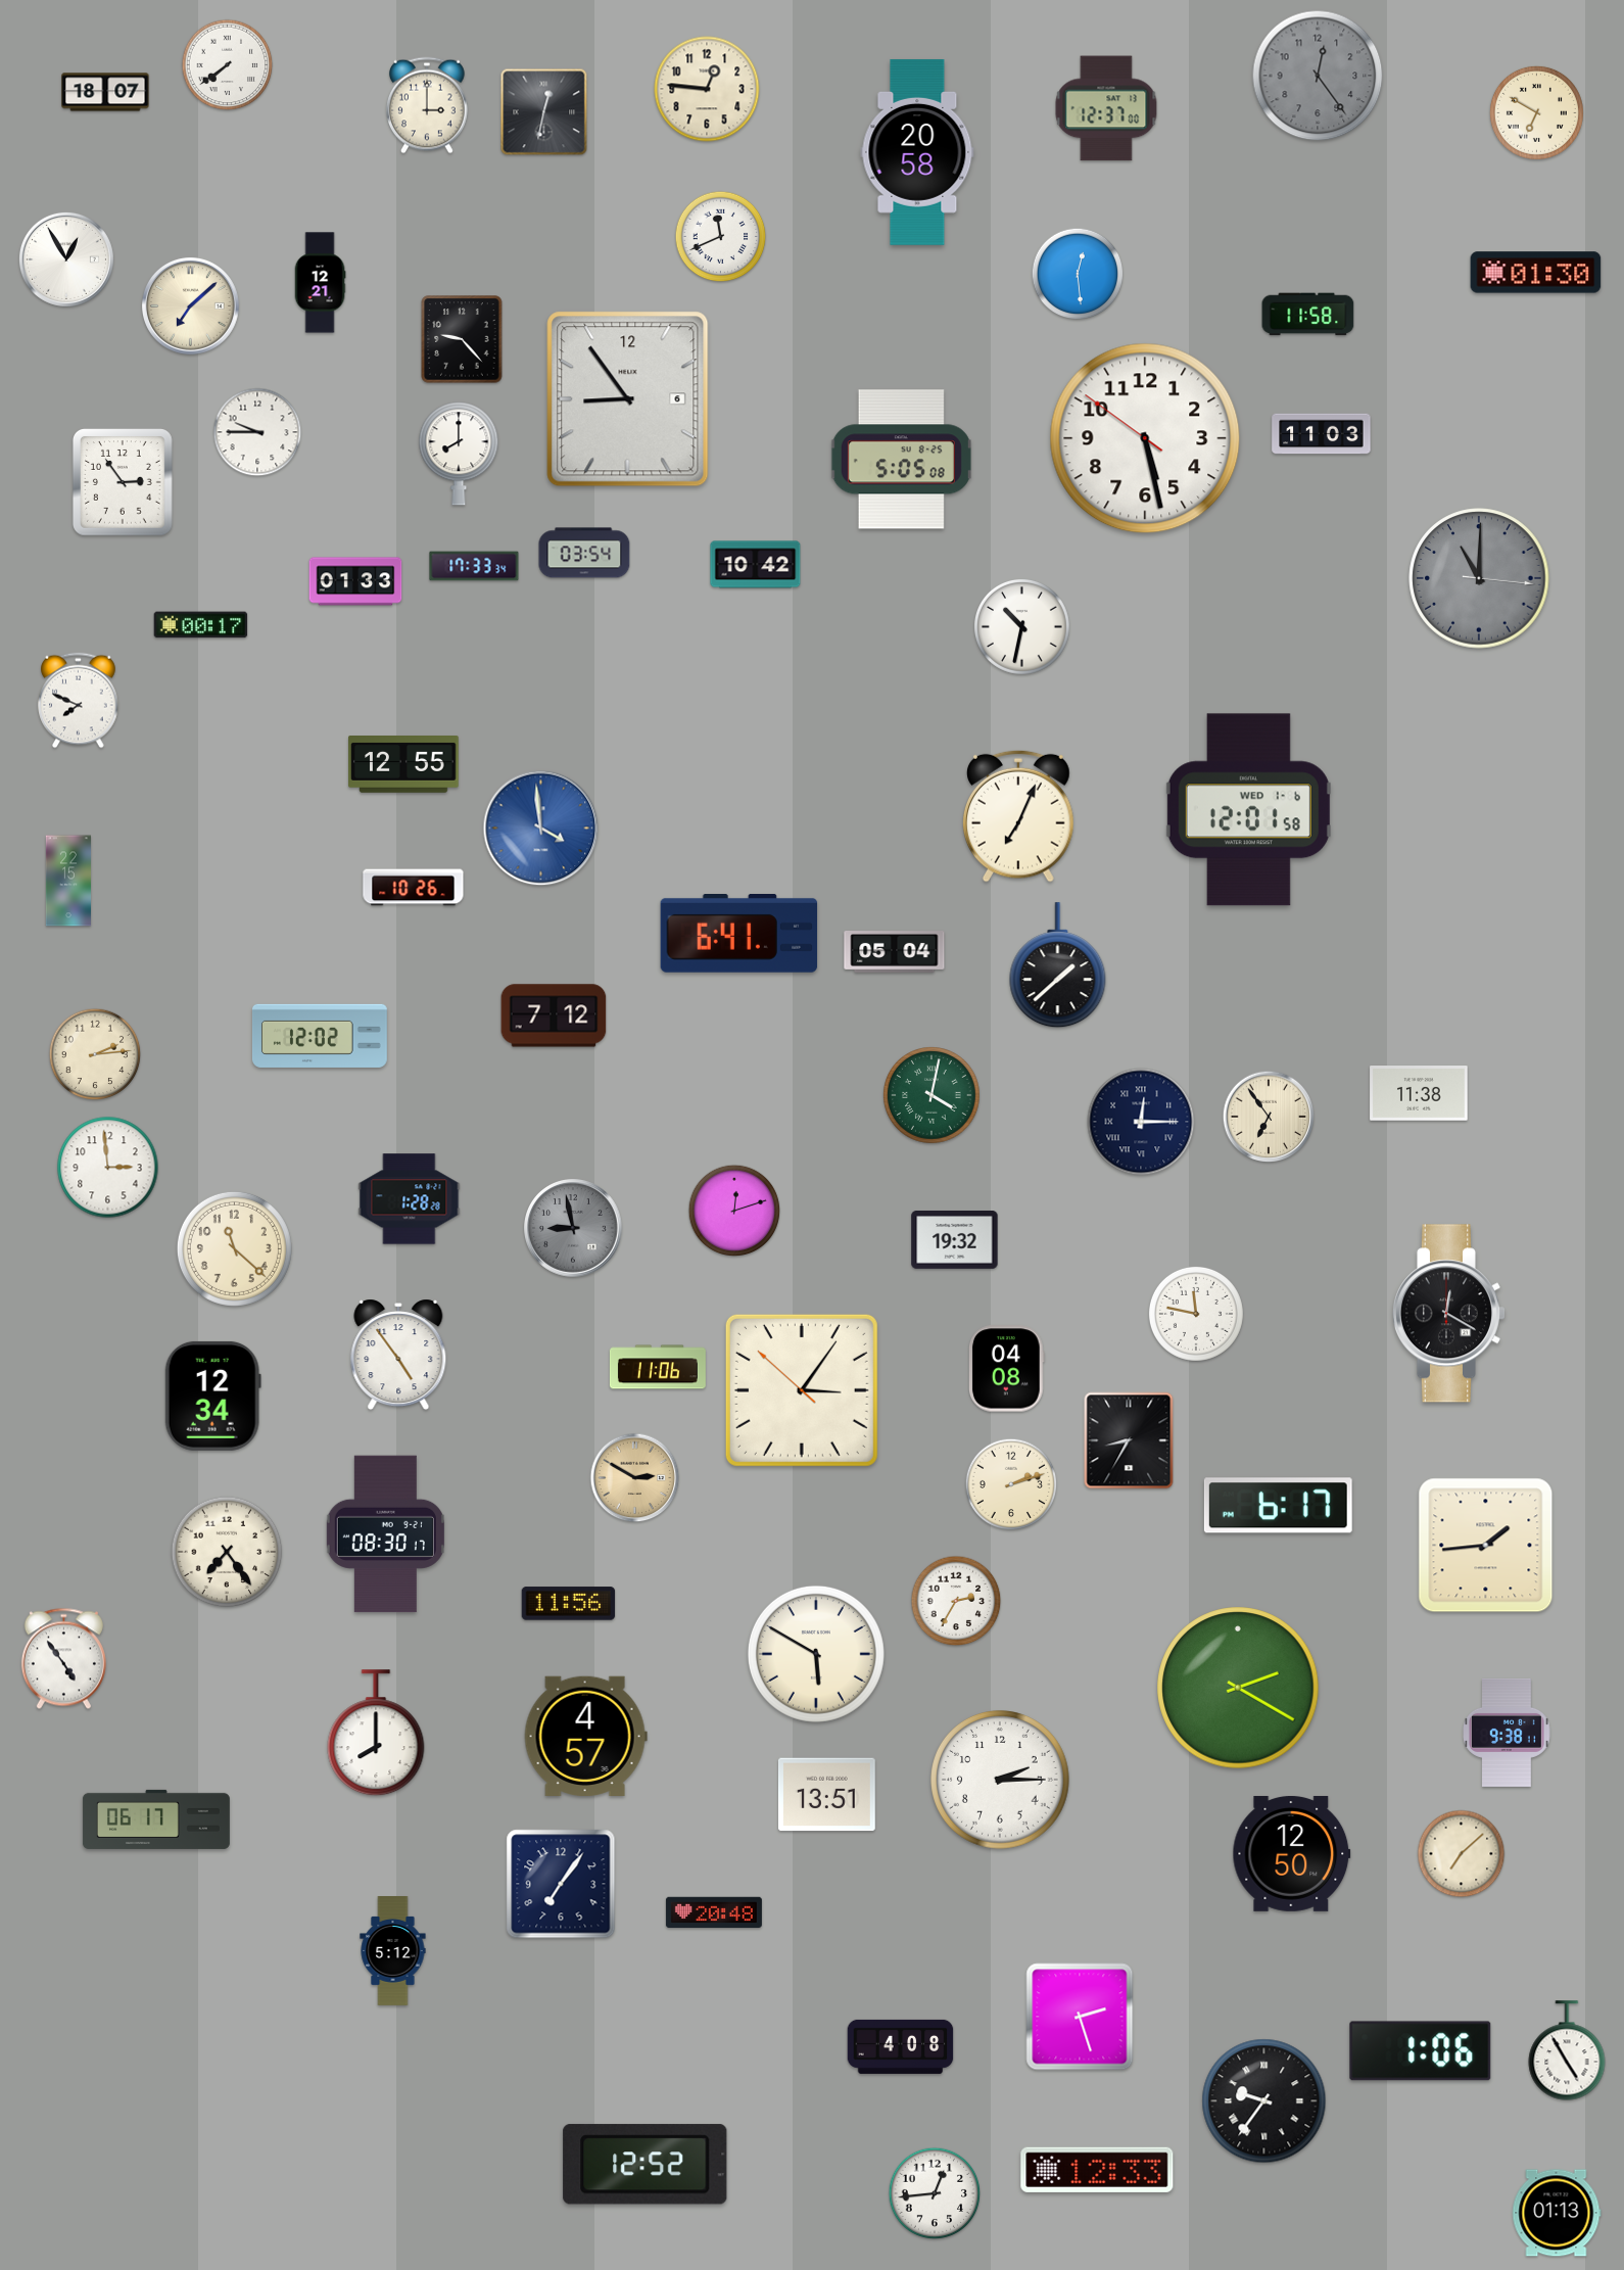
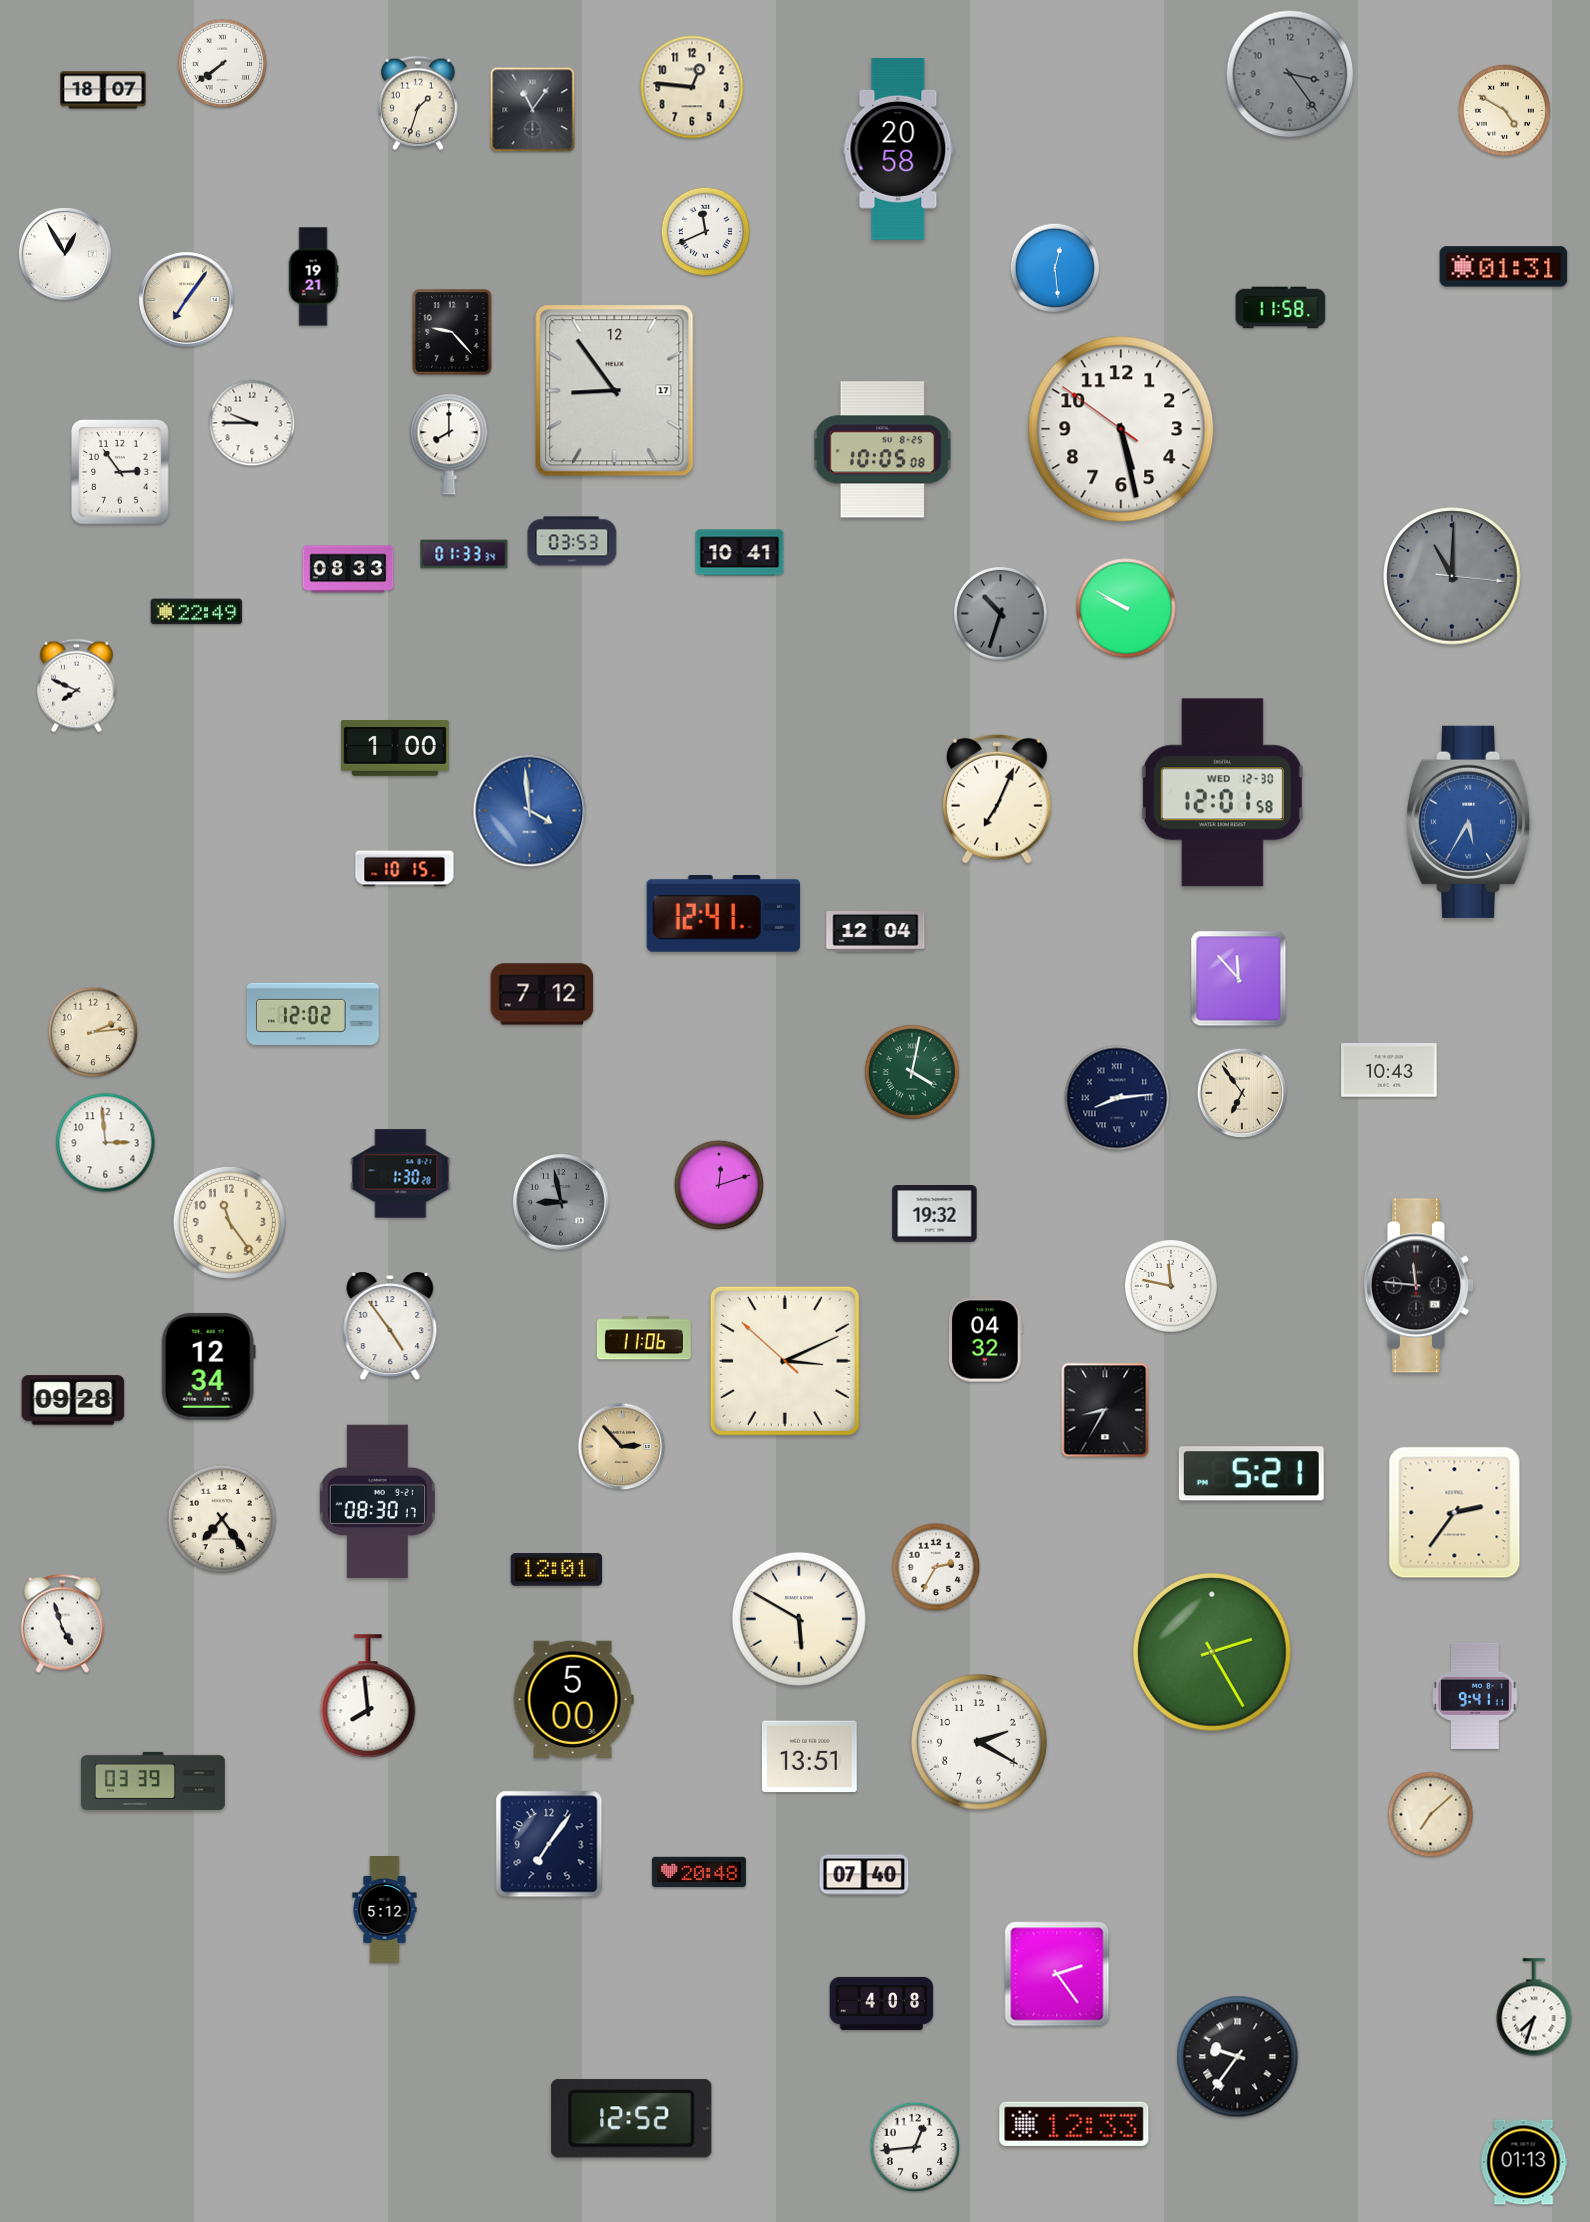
clock at (1318, 76): 12:24 -> 3:24
clock at (428, 105): 3:00 -> 1:33
clock at (1106, 108): 12:37 -> none
clock at (544, 112): 12:32 -> 11:06
clock at (1536, 112): 6:50 -> 4:50
clock at (1536, 273): 01:30 -> 01:31
clock at (320, 283): 12:21 -> 19:21
clock at (191, 306): 7:08 -> 7:06
clock at (628, 399) date: 6 -> 17
clock at (1322, 434): 11:03 -> none
clock at (901, 460): 5:05 -> 10:05
clock at (584, 553): 03:54 -> 03:53
clock at (756, 565): 10:42 -> 10:41
clock at (474, 566): 17:33 -> 01:33
clock at (1479, 578) position: (1479, 578) -> (1452, 576)
clock at (355, 581): 01:33 -> 08:33
clock at (1126, 608): none -> 9:50
clock at (201, 625): 00:17 -> 22:49
clock at (1021, 626): 10:32 -> 10:33
clock at (1021, 626) dial: white -> grey
clock at (403, 765): 12:55 -> 1:00
clock at (1248, 810) date: WED 1-6 -> WED 12-30
clock at (1470, 822): none -> 5:35
clock at (67, 881): 22:15 -> none
clock at (414, 888): 10:26 -> 10:15
clock at (739, 934): 6:41 -> 12:41
clock at (895, 952): 05:04 -> 12:04
clock at (1058, 965): 1:38 -> none
clock at (1239, 979): none -> 11:53
clock at (1419, 1093): 11:38 -> 10:43
clock at (1141, 1122): 12:15 -> 8:14
clock at (410, 1199): 1:28 -> 1:30
clock at (234, 1248): 11:22 -> 11:24
clock at (1448, 1314): 12:20 -> 11:46
clock at (1006, 1369): 04:08 -> 04:32
clock at (802, 1390): 3:05 -> 3:10
clock at (73, 1400): none -> 09:28
clock at (635, 1478): 2:50 -> 2:53
clock at (1011, 1484): 2:12 -> none
clock at (1278, 1506): 6:17 -> 5:21
clock at (1486, 1546): 1:44 -> 2:36
clock at (569, 1604): 11:56 -> 12:01
clock at (63, 1659): 4:54 -> 4:57
clock at (1238, 1688): 2:20 -> 2:25
clock at (1507, 1733): 9:38 -> 9:41
clock at (376, 1734): 8:00 -> 7:59
clock at (585, 1736): 4:57 -> 5:00
clock at (1001, 1781): 2:15 -> 2:20
clock at (156, 1819): 06:17 -> 03:39
clock at (1292, 1853): 12:50 -> none
clock at (864, 1875): none -> 07:40
clock at (1080, 2017): 2:27 -> 2:24
clock at (1567, 2050): 4:55 -> 7:33
clock at (1421, 2051): 1:06 -> none
clock at (1557, 2213) position: (1557, 2213) -> (1524, 2162)
